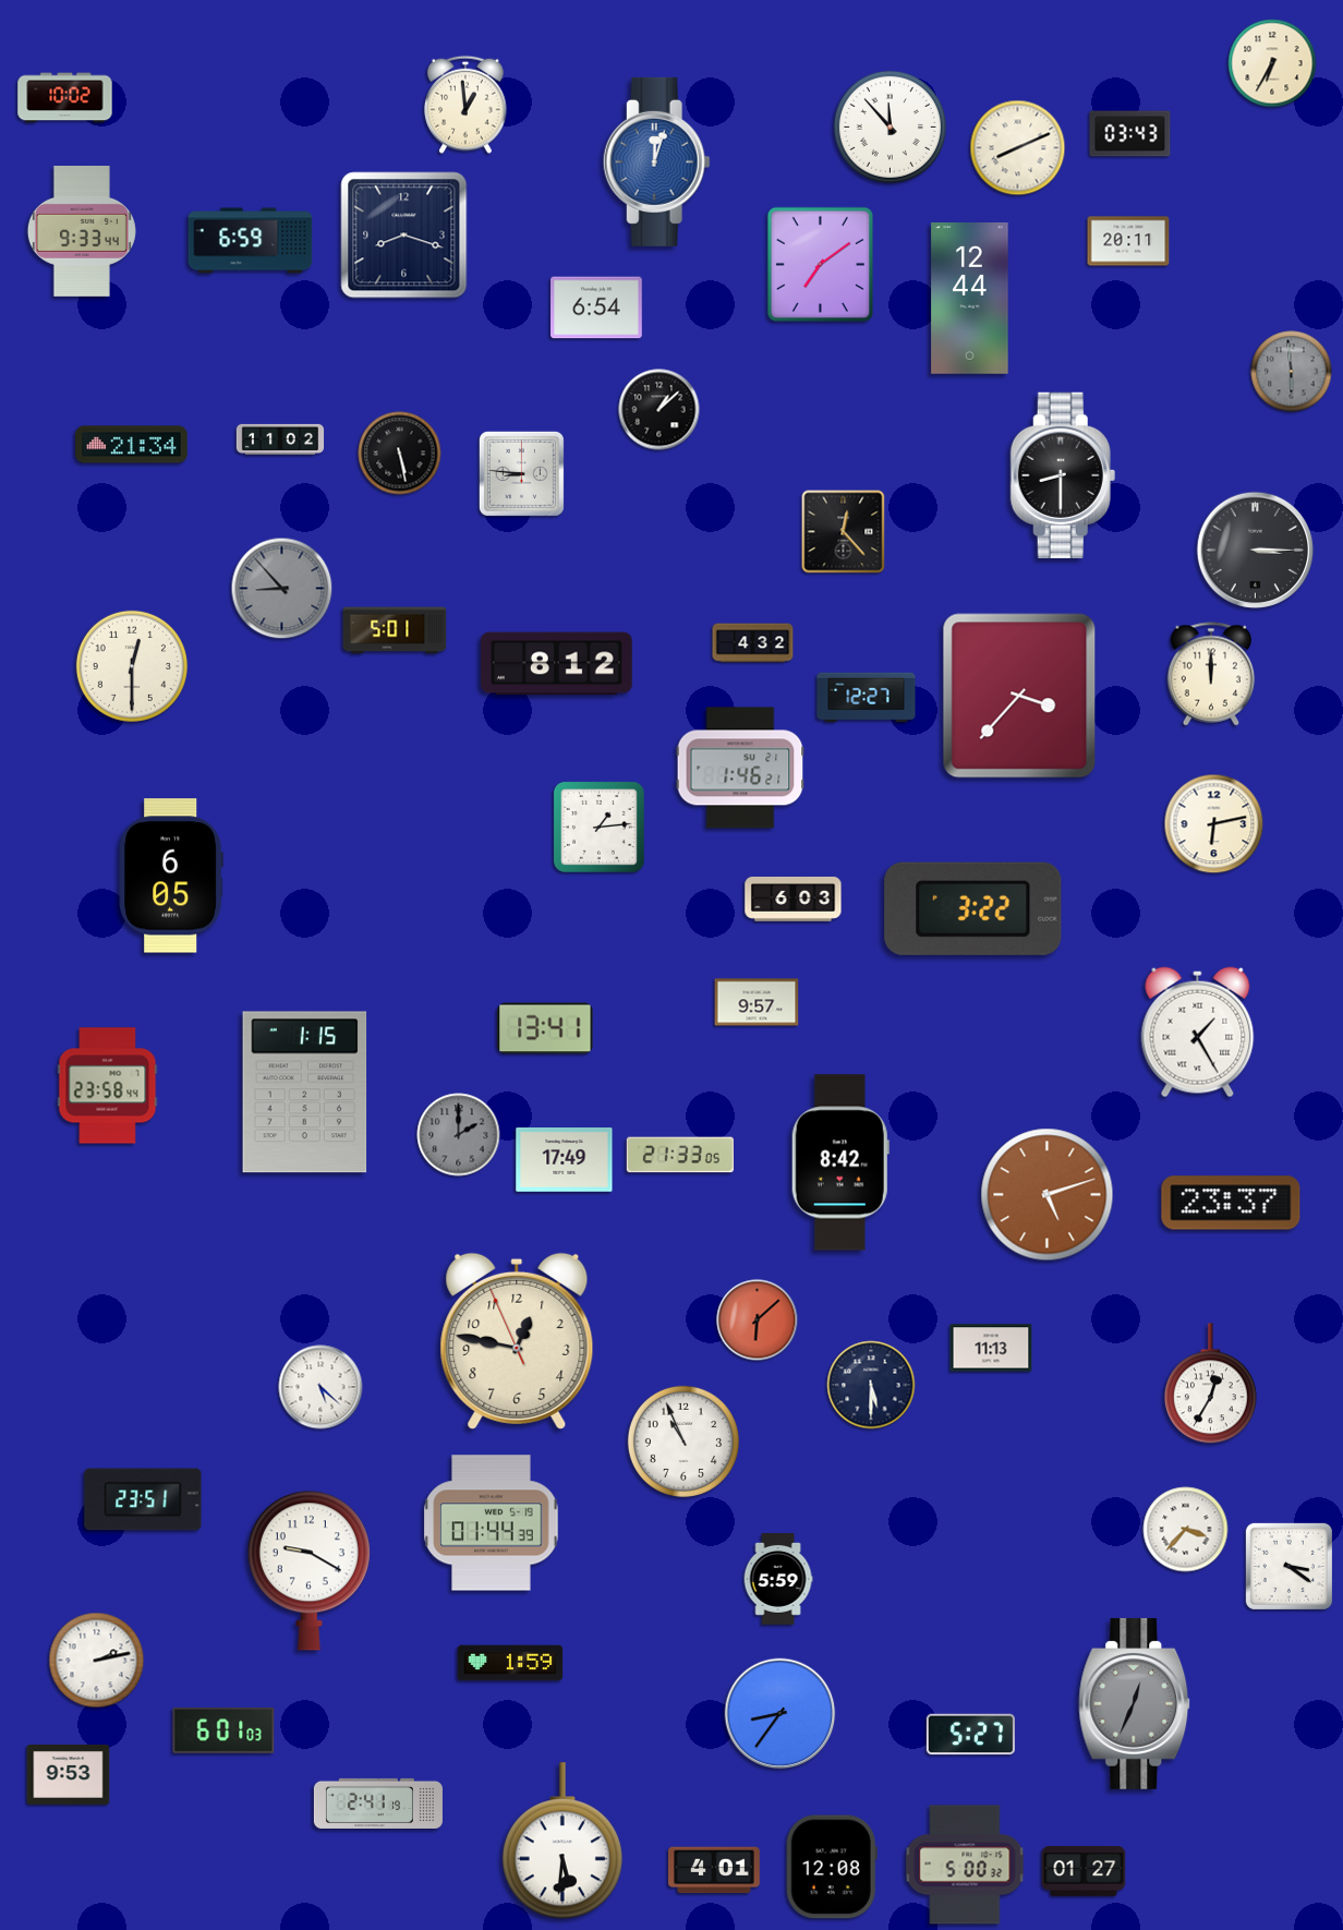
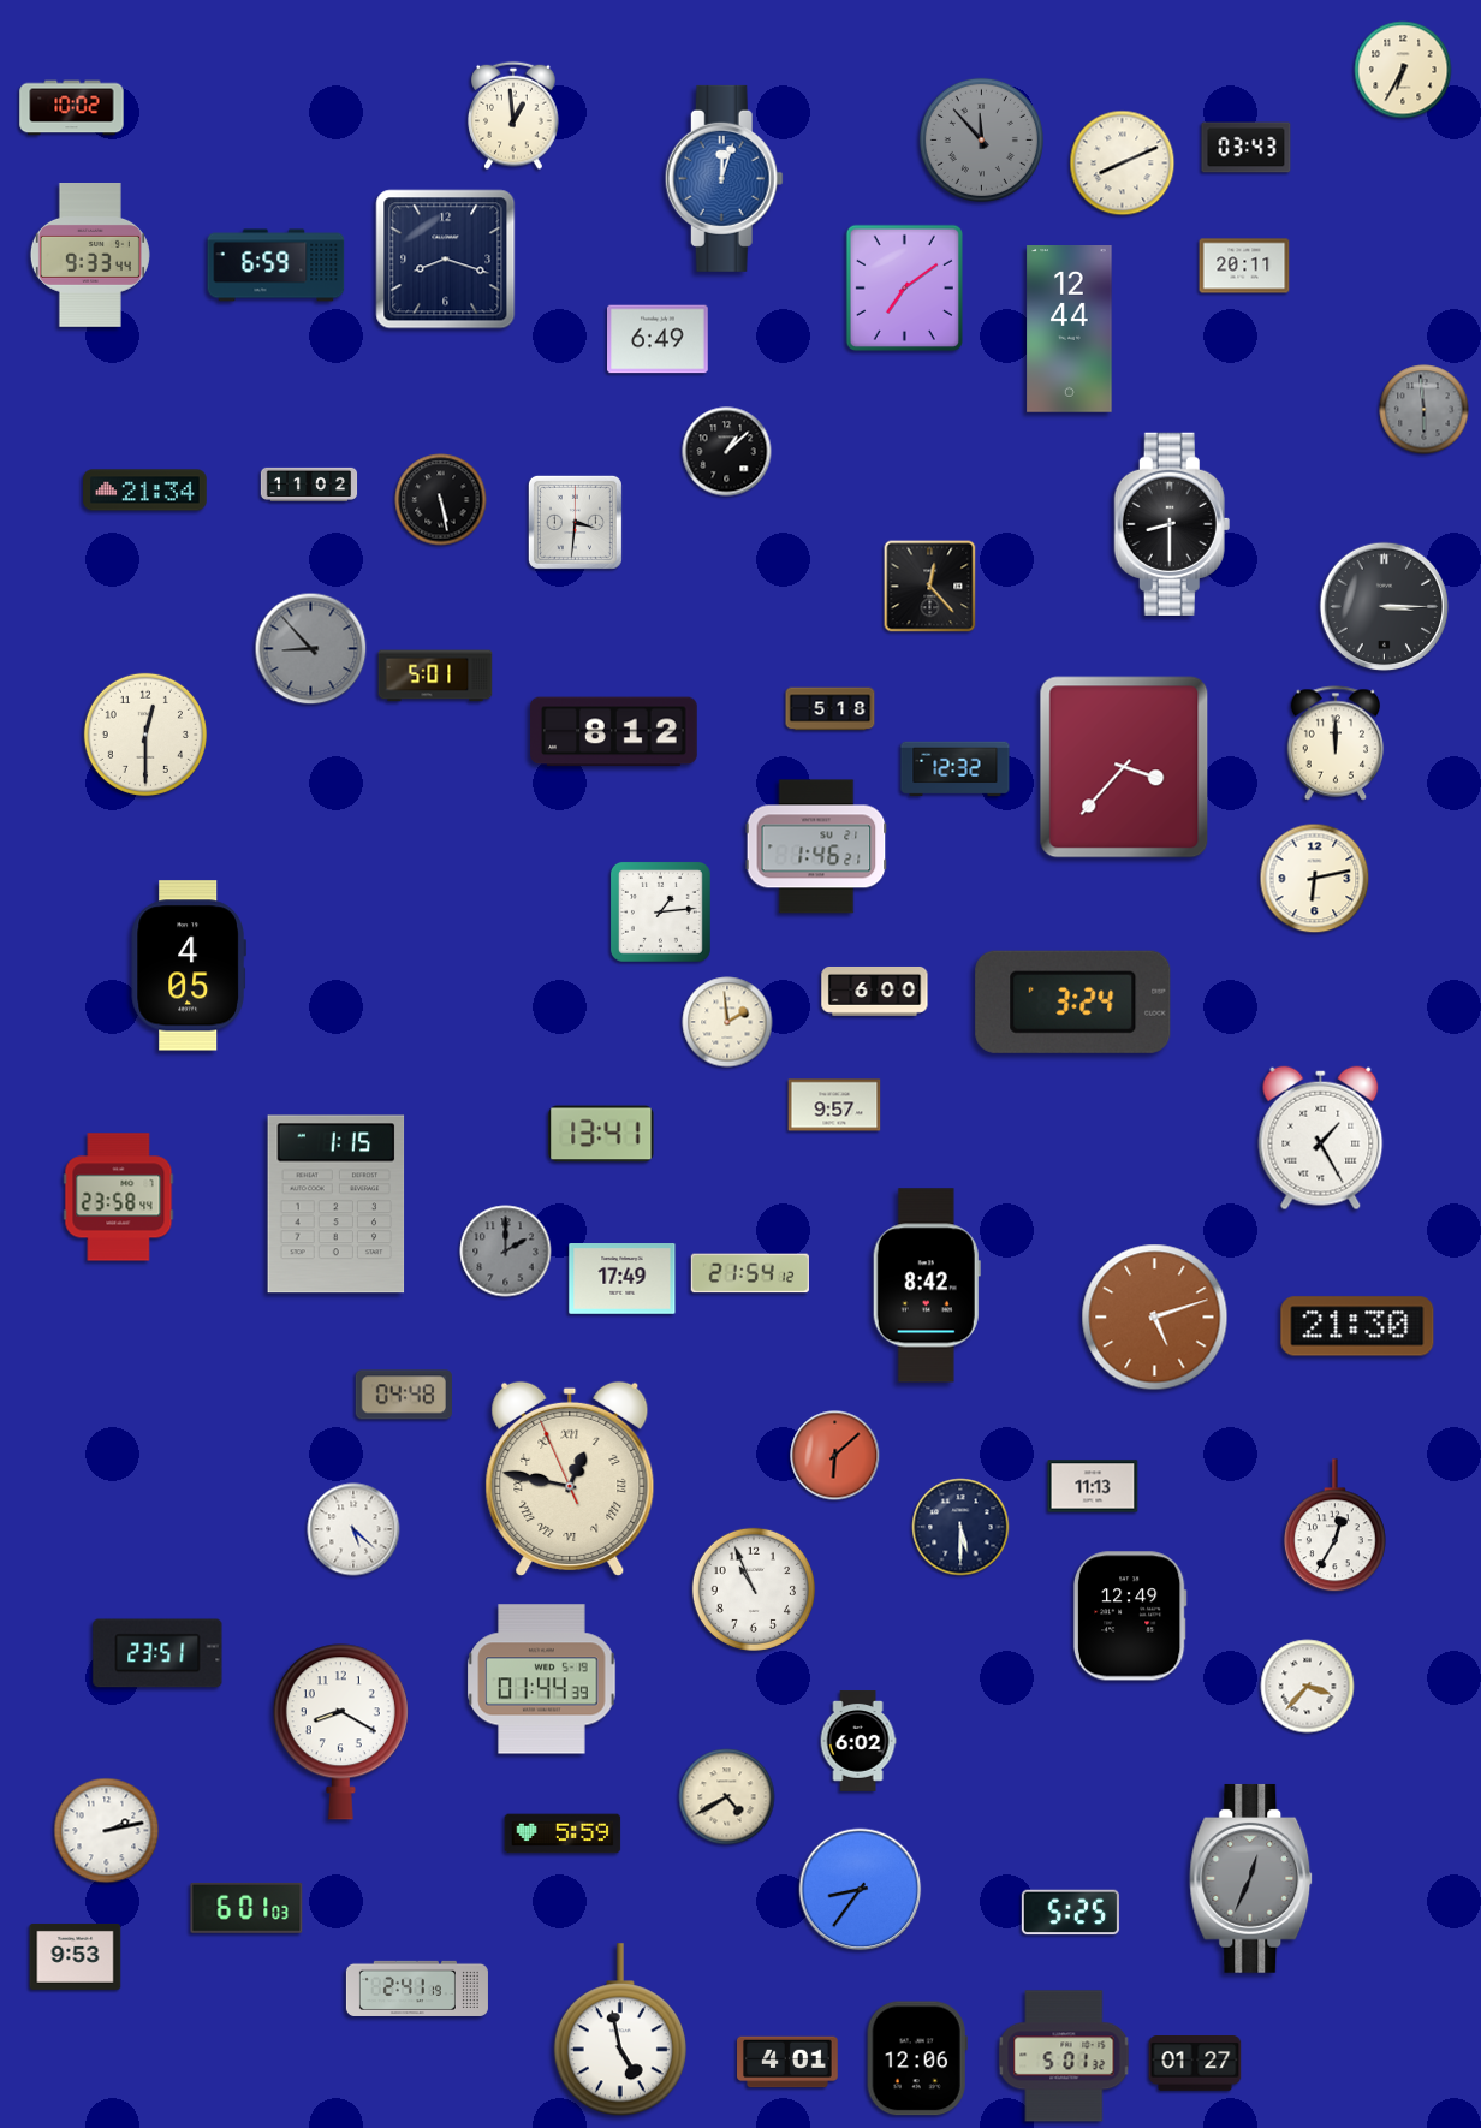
clock at (890, 126) dial: white -> grey
clock at (820, 264) position: (820, 264) -> (904, 287)
clock at (597, 307): 6:54 -> 6:49
clock at (521, 473): 8:46 -> 3:31
clock at (395, 630) position: (395, 630) -> (435, 676)
clock at (753, 643): 4:32 -> 5:18
clock at (867, 698): 12:27 -> 12:32
clock at (1214, 824) position: (1214, 824) -> (1315, 879)
clock at (170, 876): 6:05 -> 4:05
clock at (794, 898): 6:03 -> 6:00
clock at (973, 908): 3:22 -> 3:24
clock at (727, 1022): none -> 1:59
clock at (680, 1155): 21:33 -> 21:54
clock at (840, 1162) position: (840, 1162) -> (927, 1285)
clock at (1231, 1203): 23:37 -> 21:30
clock at (404, 1395): none -> 04:48
clock at (517, 1341) numerals: Arabic -> Roman
clock at (1130, 1616): none -> 12:49
clock at (1288, 1566): 3:21 -> none
clock at (308, 1571): 9:20 -> 8:20
clock at (778, 1579): 5:59 -> 6:02
clock at (727, 1797): none -> 4:40
clock at (510, 1663): 1:59 -> 5:59
clock at (970, 1735): 5:27 -> 5:25
clock at (562, 1842): 5:31 -> 4:58
clock at (965, 1865): 5:00 -> 5:01
clock at (832, 1867): 12:08 -> 12:06
